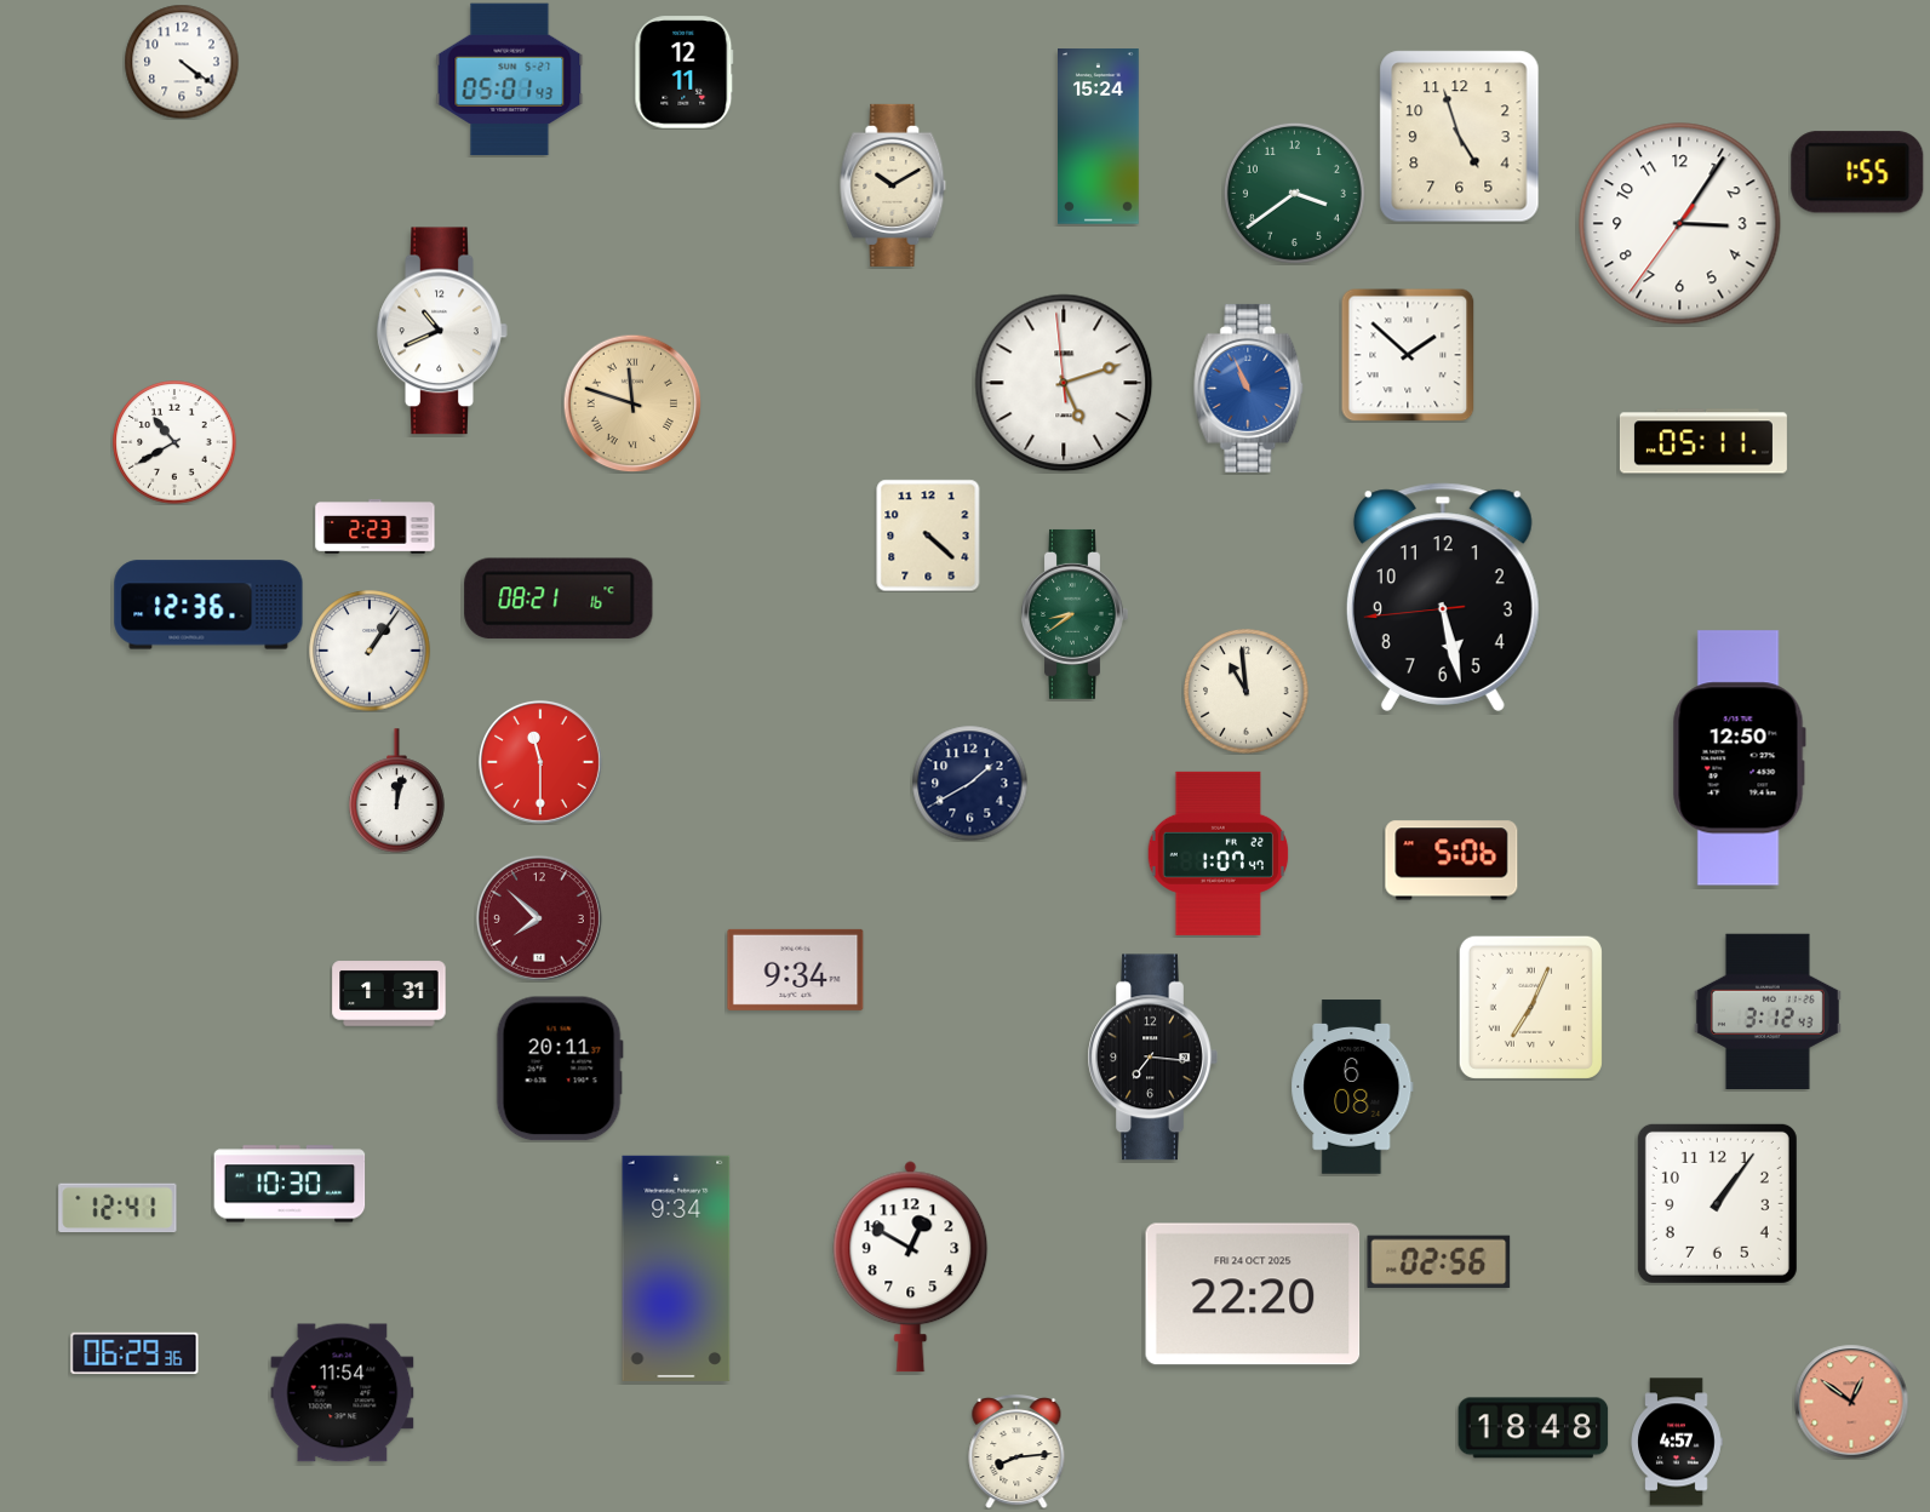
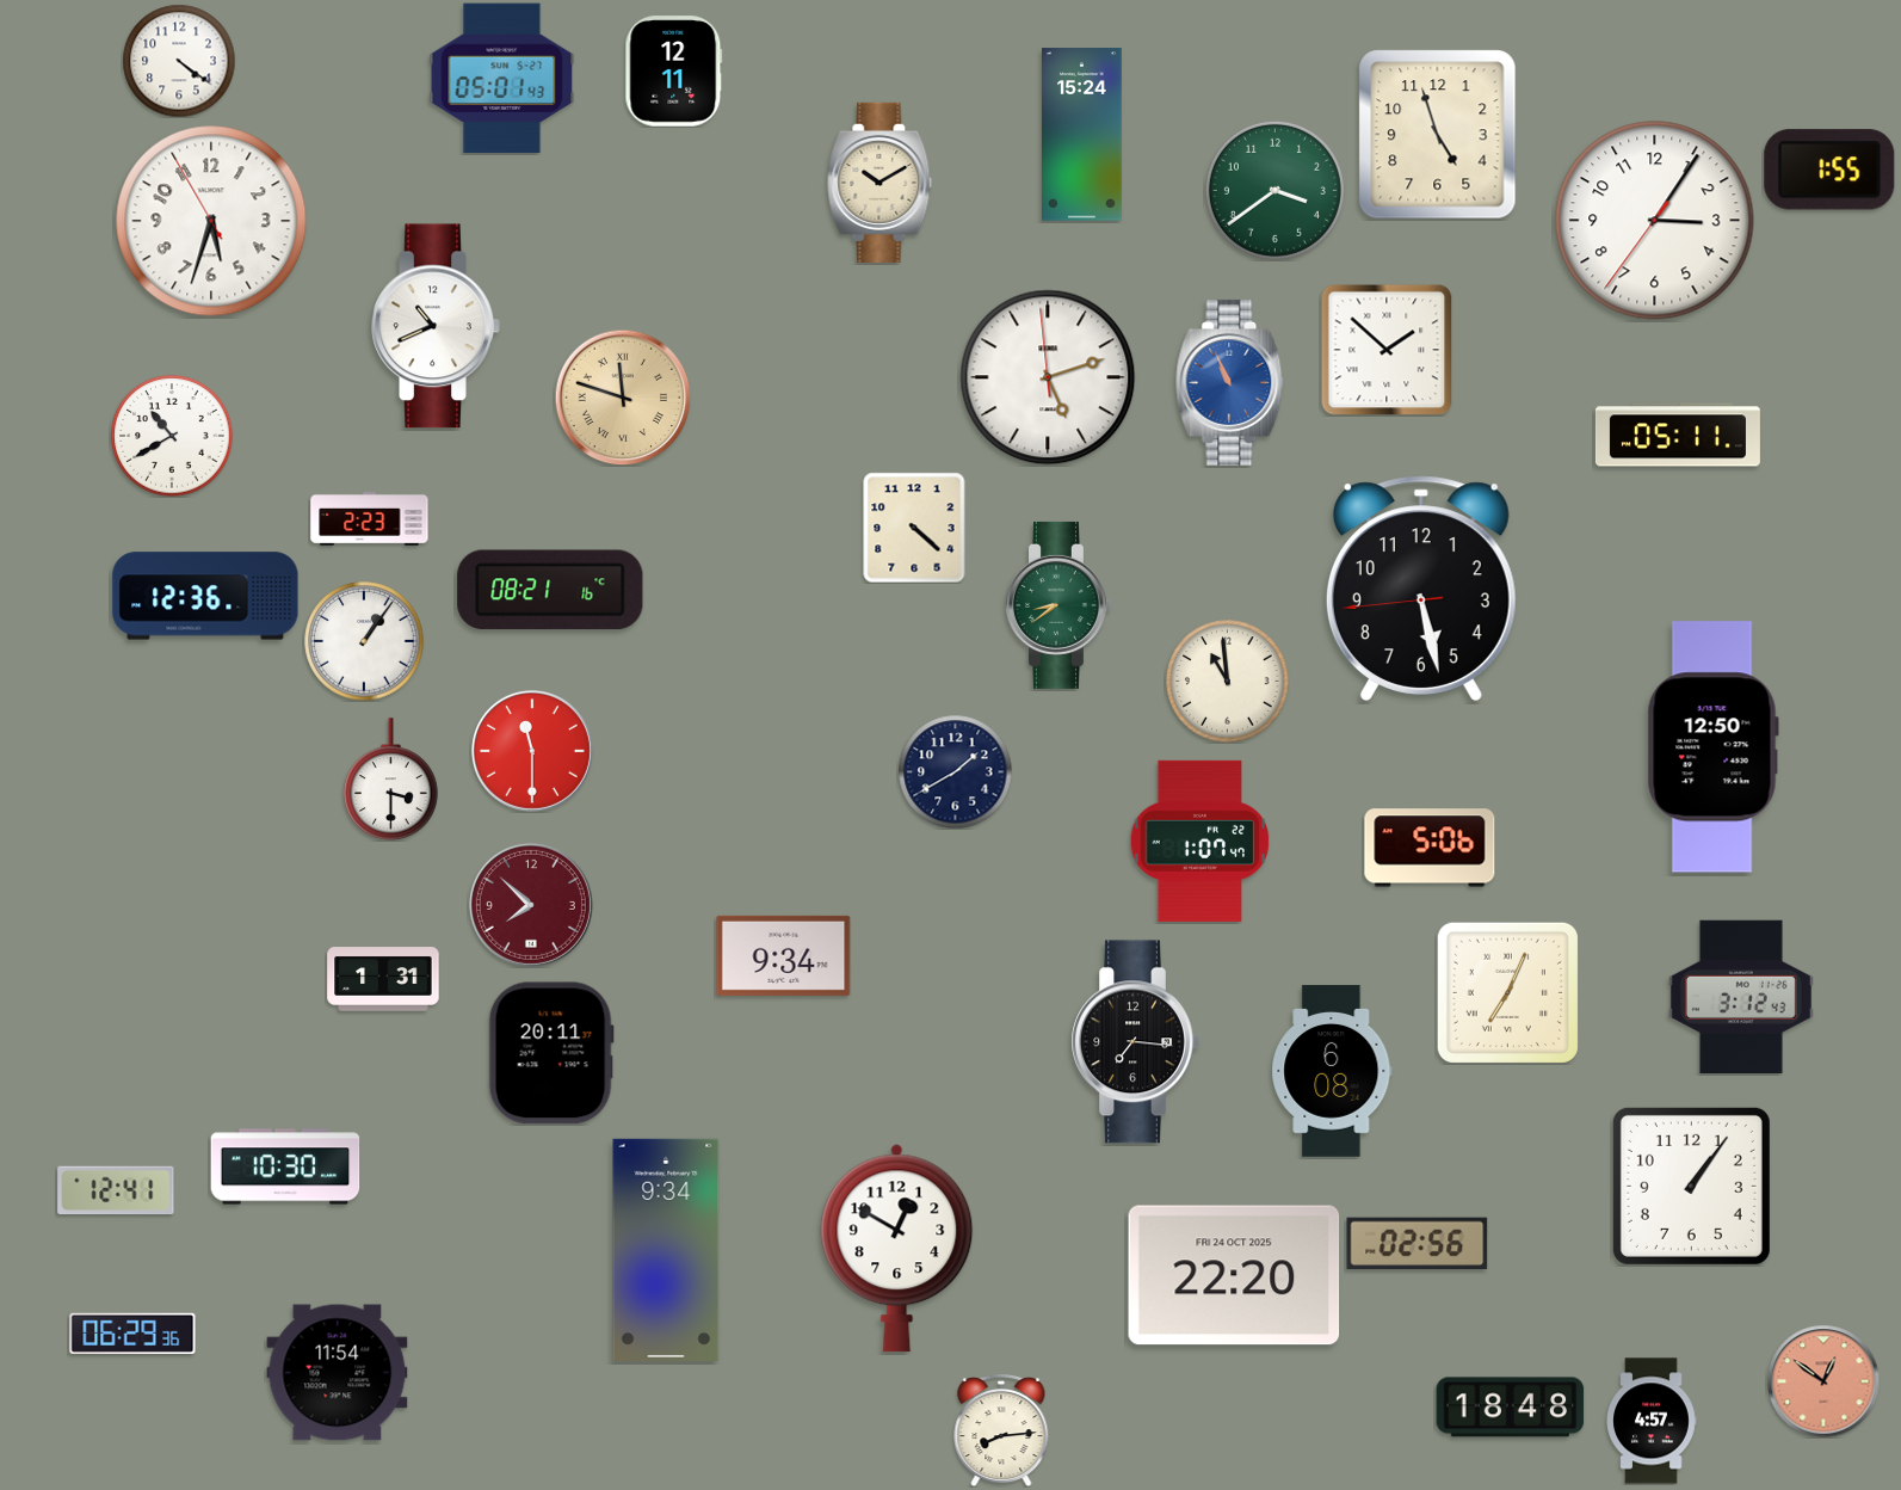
clock at (211, 221): none -> 5:32
clock at (397, 791): 12:02 -> 3:30
